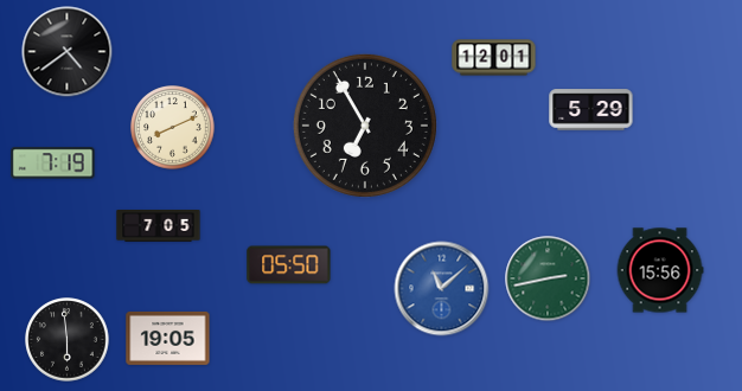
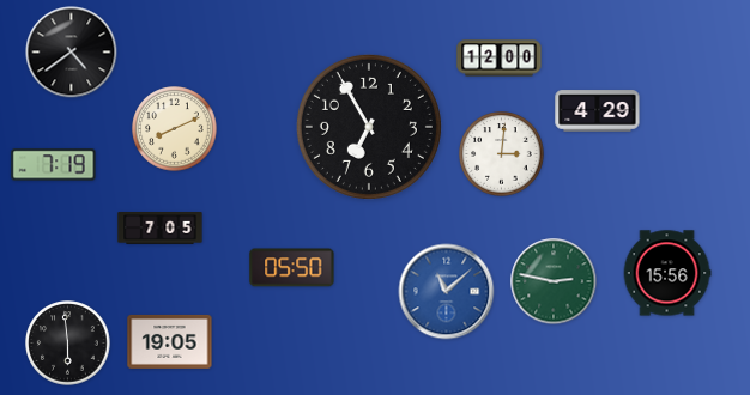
clock at (68, 52) position: (68, 52) -> (72, 53)
clock at (494, 58): 12:01 -> 12:00
clock at (591, 110): 5:29 -> 4:29
clock at (502, 154): none -> 3:01
clock at (548, 278): 2:43 -> 2:47
